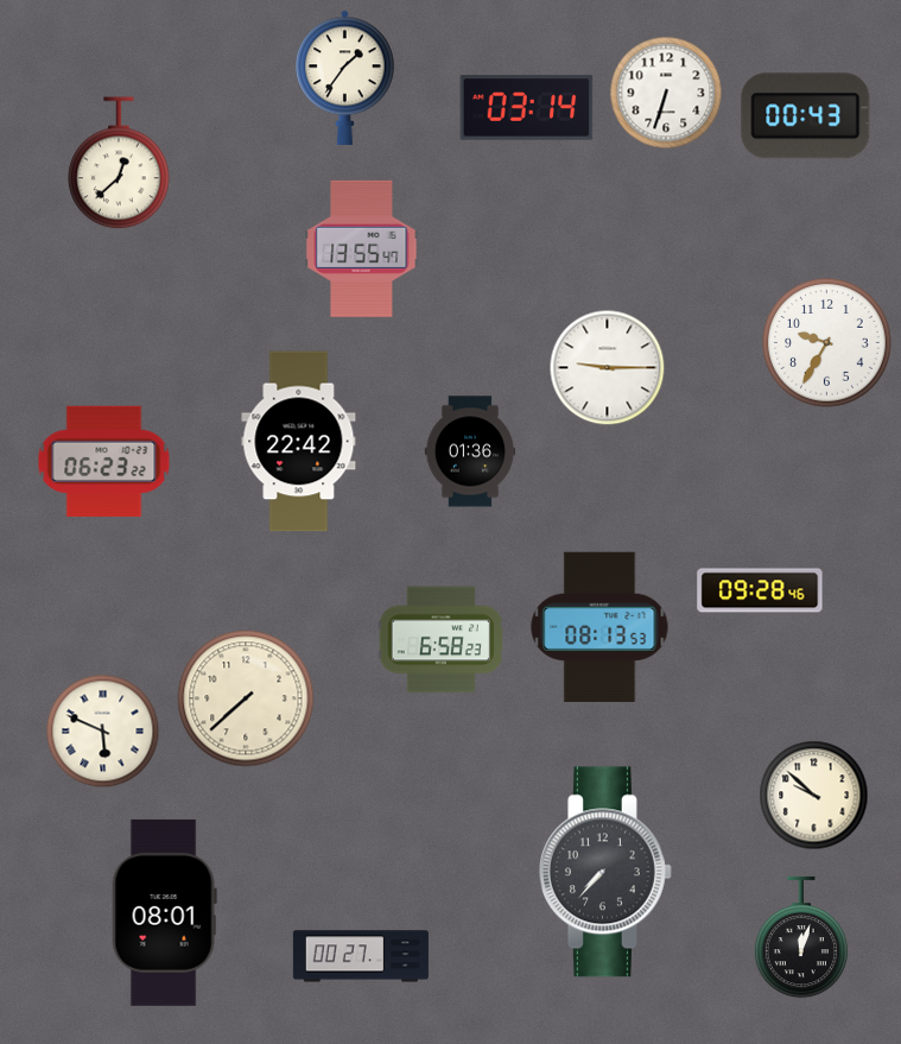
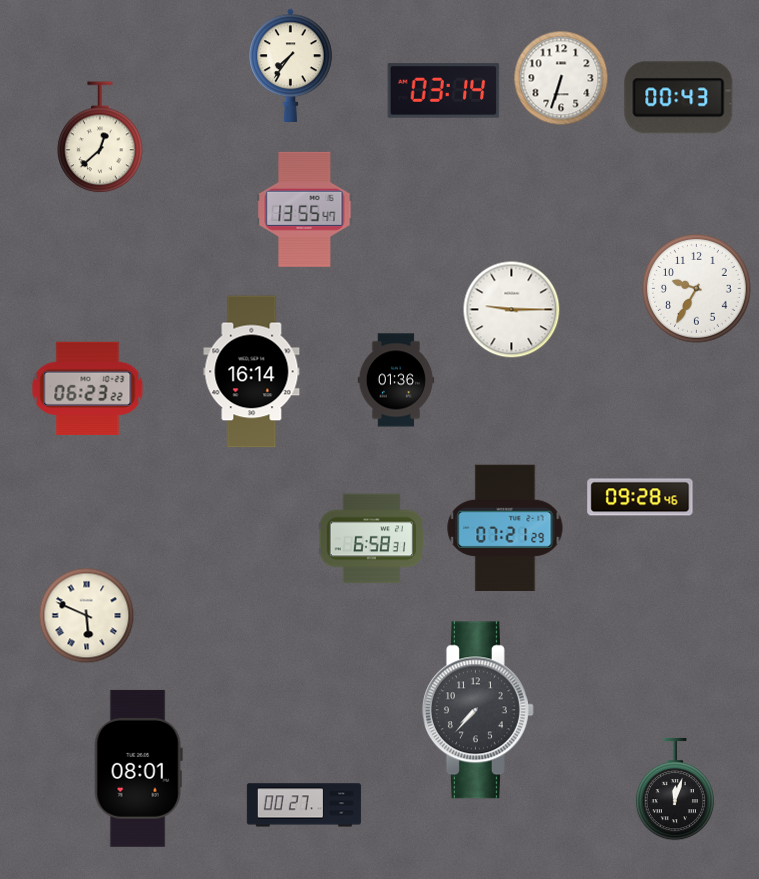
clock at (345, 77): 1:36 -> 7:36
clock at (299, 442): 22:42 -> 16:14
clock at (599, 626): 08:13 -> 07:21
clock at (440, 640): 6:58:23 -> 6:58:31
clock at (246, 698): 7:38 -> none
clock at (814, 796): 9:52 -> none
clock at (605, 872) position: (605, 872) -> (478, 710)
